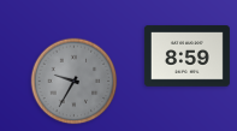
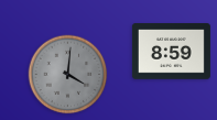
clock at (75, 82): 9:35 -> 4:01
